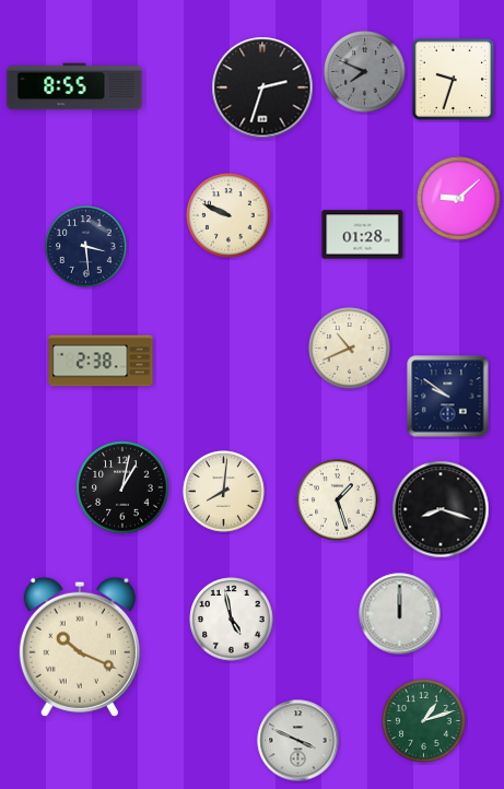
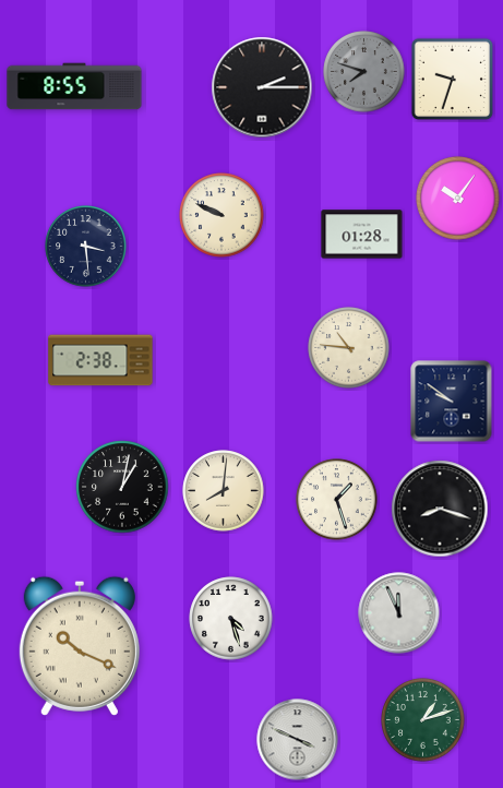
clock at (365, 72): 7:49 -> 7:48
clock at (262, 87): 2:33 -> 2:15
clock at (459, 199): 9:08 -> 10:06
clock at (228, 215) position: (228, 215) -> (221, 215)
clock at (350, 349): 10:41 -> 10:46
clock at (448, 397) position: (448, 397) -> (452, 402)
clock at (400, 614): 12:00 -> 11:56
clock at (232, 620): 4:58 -> 4:27
